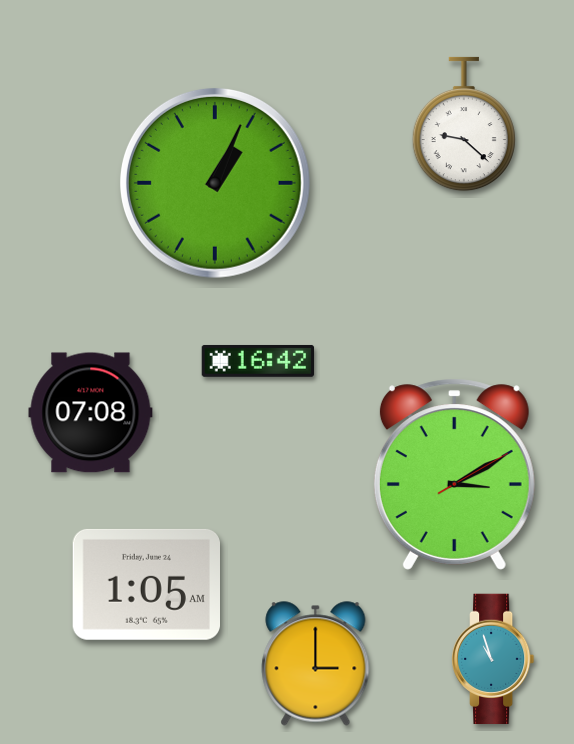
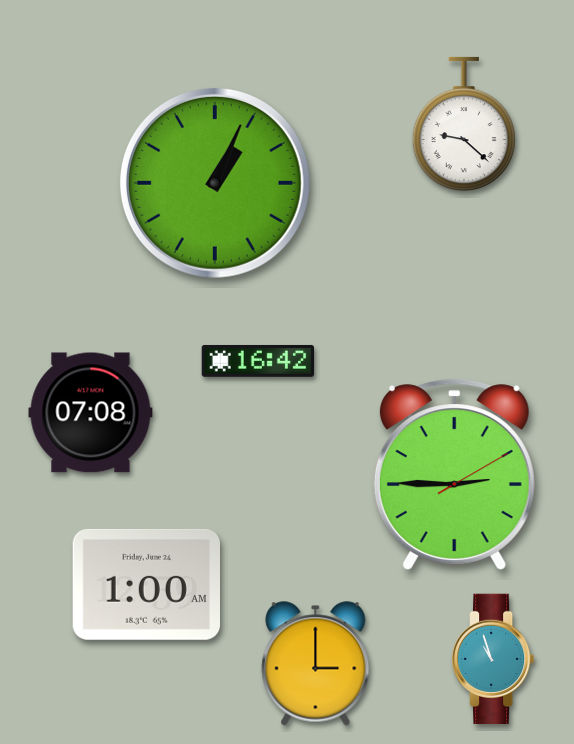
clock at (454, 474): 3:10 -> 2:45
clock at (146, 584): 1:05 -> 1:00
